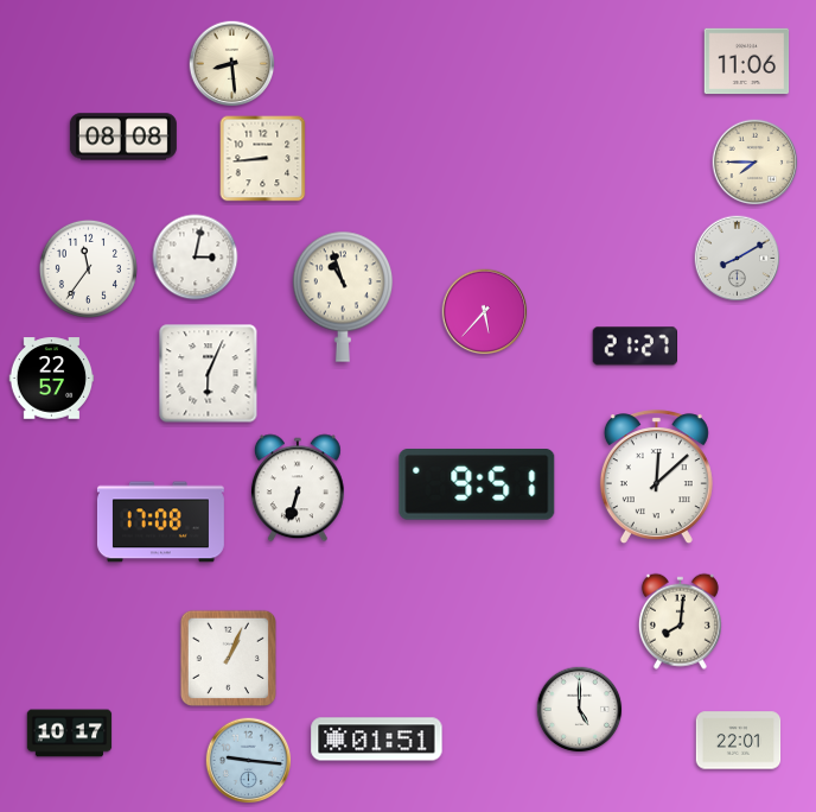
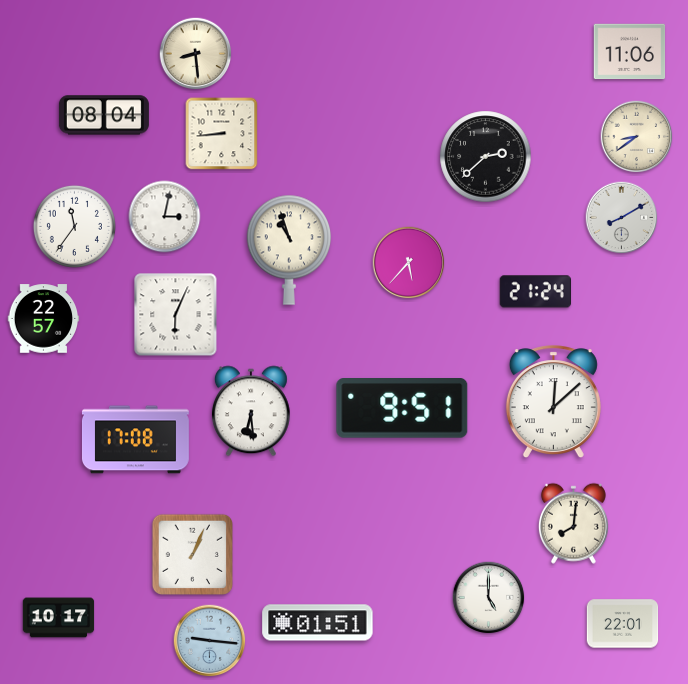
clock at (123, 137): 08:08 -> 08:04
clock at (756, 163): 7:45 -> 8:39
clock at (486, 157): none -> 2:38
clock at (635, 347): 21:27 -> 21:24
clock at (298, 488): 6:33 -> 6:29
